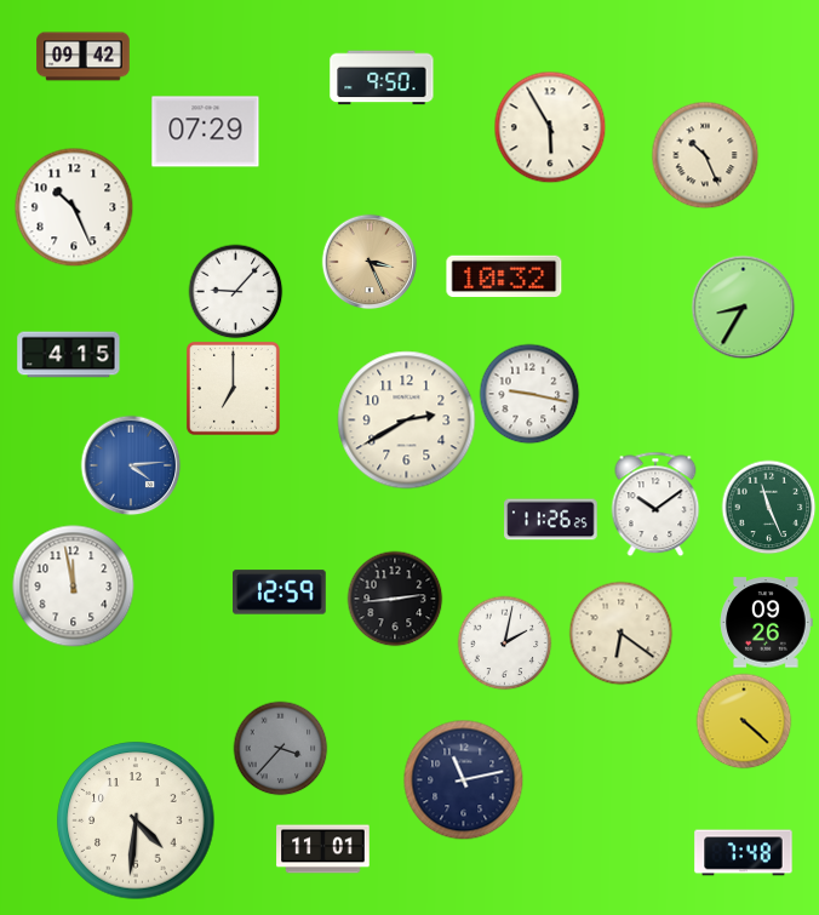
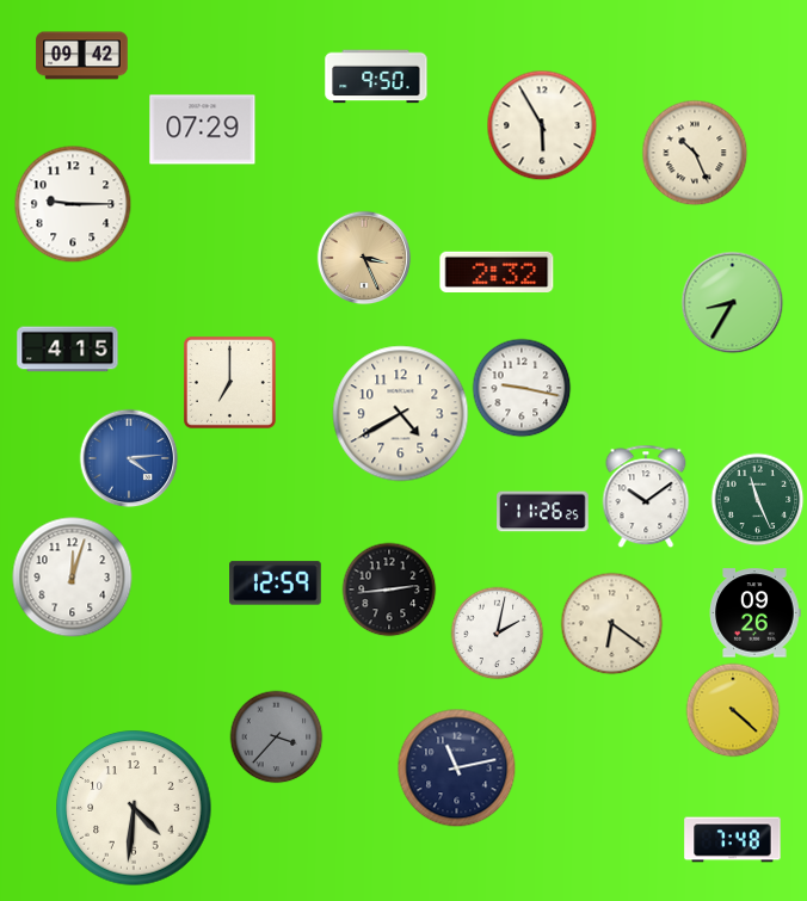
clock at (74, 207): 10:26 -> 9:15
clock at (504, 276): 10:32 -> 2:32
clock at (235, 291): 9:07 -> none
clock at (407, 421): 2:40 -> 4:40
clock at (74, 587): 11:58 -> 12:03
clock at (323, 850): 11:01 -> none
